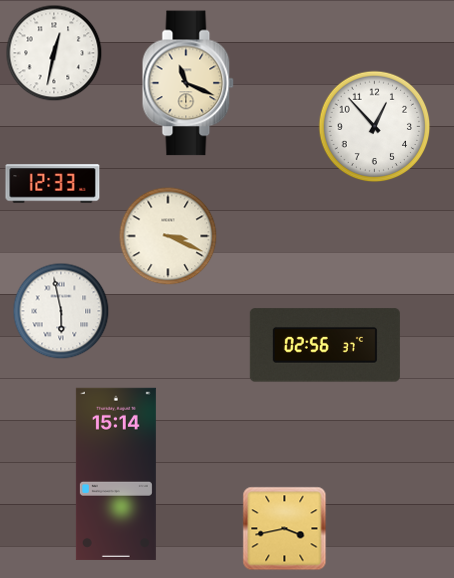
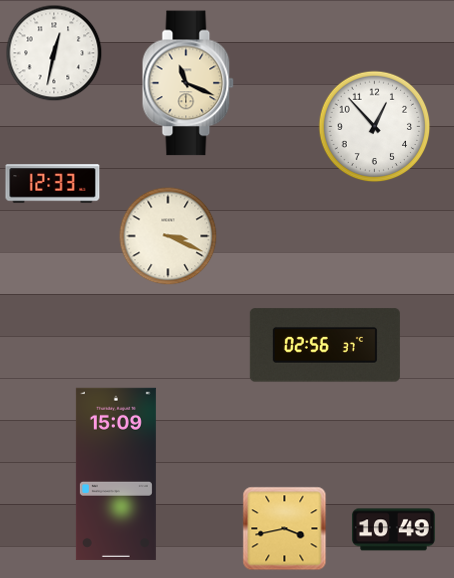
clock at (61, 311): 5:58 -> none
clock at (116, 474): 15:14 -> 15:09
clock at (393, 530): none -> 10:49
